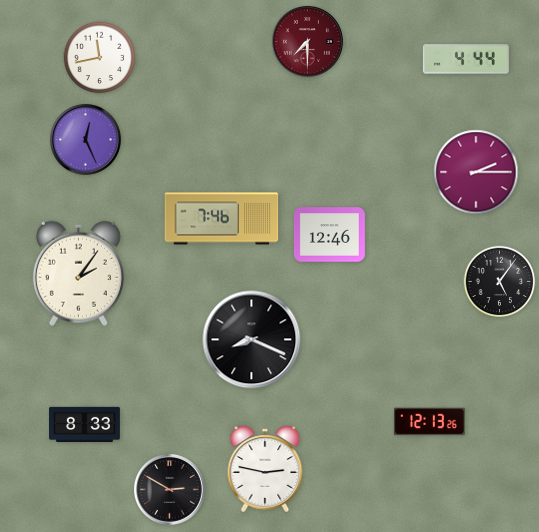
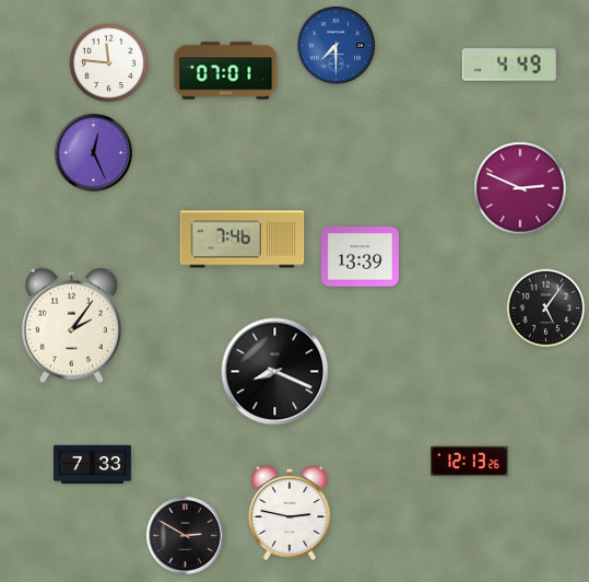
clock at (307, 41) dial: burgundy -> blue
clock at (100, 58): 11:43 -> 11:46
clock at (466, 59): 4:44 -> 4:49
clock at (226, 71): none -> 07:01
clock at (476, 172): 2:15 -> 2:49
clock at (329, 235): 12:46 -> 13:39
clock at (78, 273) position: (78, 273) -> (71, 325)
clock at (85, 425): 8:33 -> 7:33
